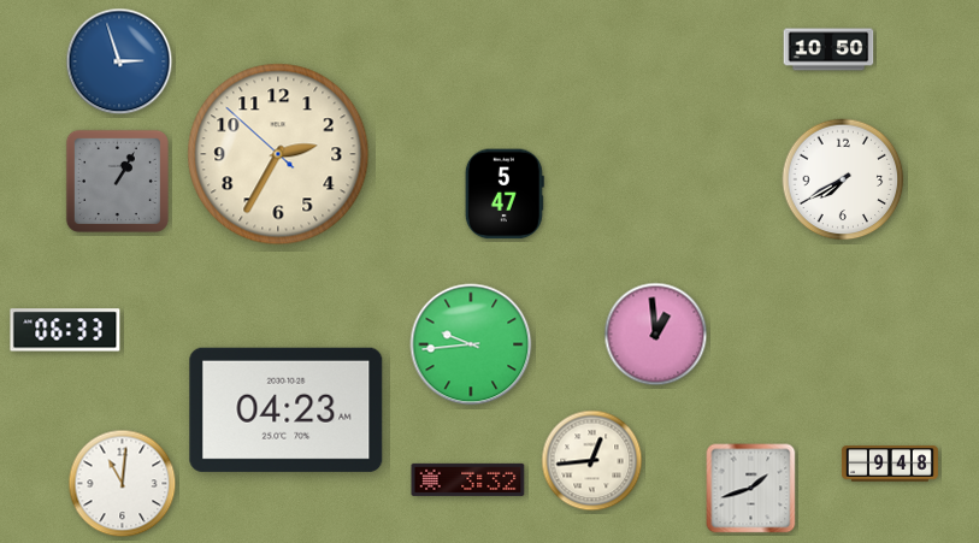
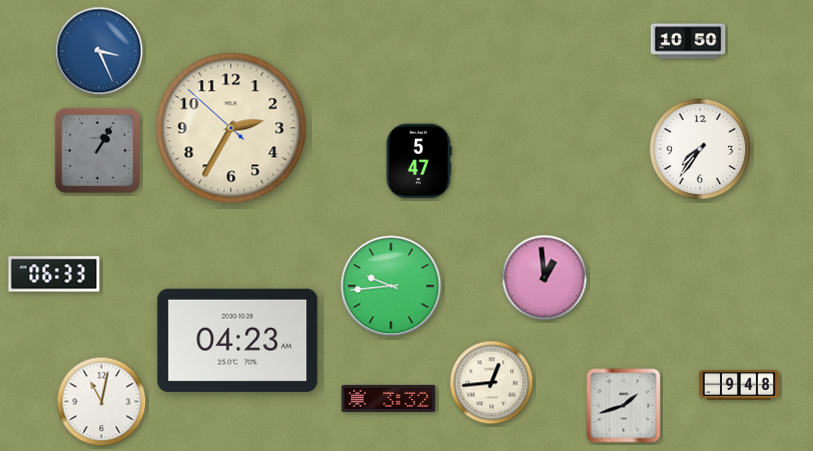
clock at (119, 61): 2:57 -> 3:26
clock at (843, 179): 7:40 -> 7:36
clock at (123, 484): 11:01 -> 11:02
